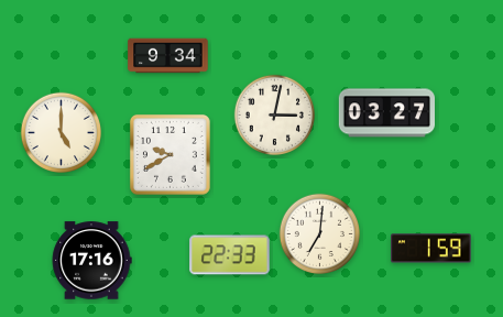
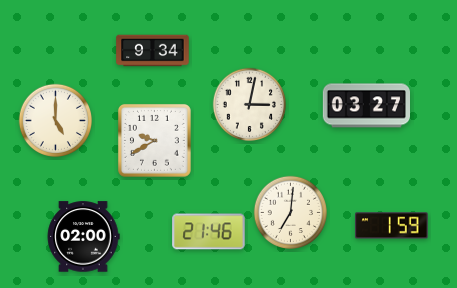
clock at (386, 113) position: (386, 113) -> (366, 106)
clock at (230, 255): 22:33 -> 21:46
clock at (91, 261): 17:16 -> 02:00
